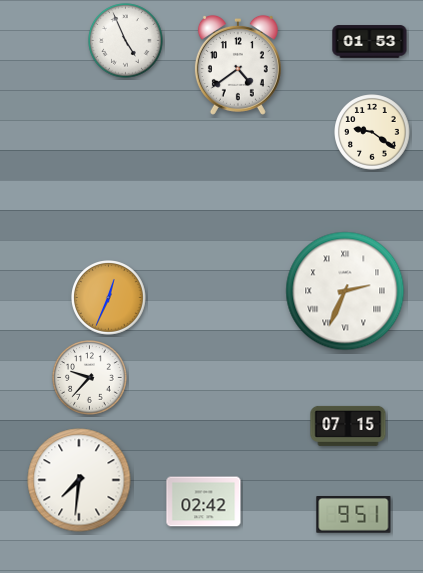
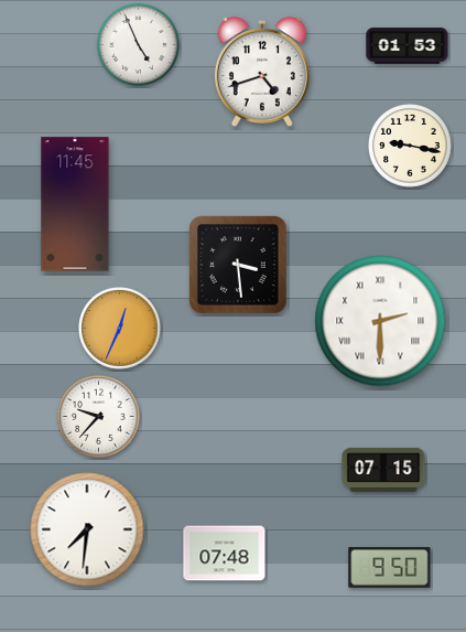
clock at (238, 65): 4:39 -> 4:42
clock at (372, 132): 9:21 -> 9:17
clock at (75, 204): none -> 11:45
clock at (238, 265): none -> 3:29
clock at (345, 291): 2:34 -> 2:30
clock at (204, 502): 02:42 -> 07:48
clock at (354, 515): 9:51 -> 9:50
